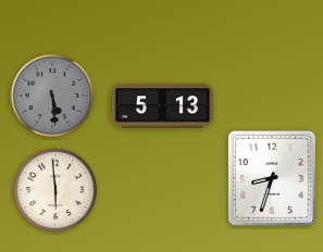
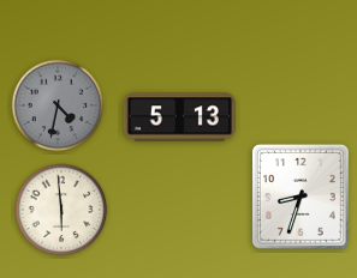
clock at (52, 96): 5:29 -> 4:32
